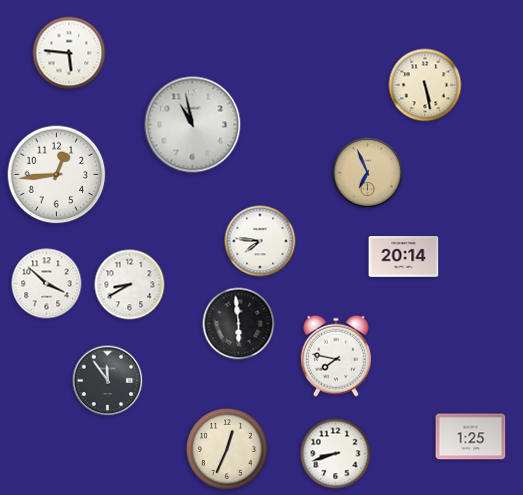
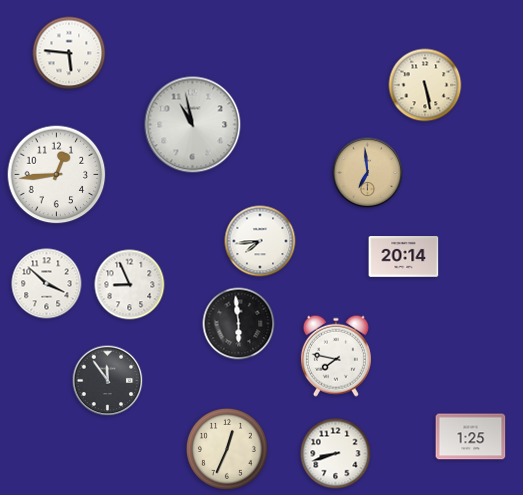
clock at (368, 173): 6:56 -> 6:59
clock at (260, 241): 7:46 -> 7:44
clock at (130, 285): 8:40 -> 8:56
